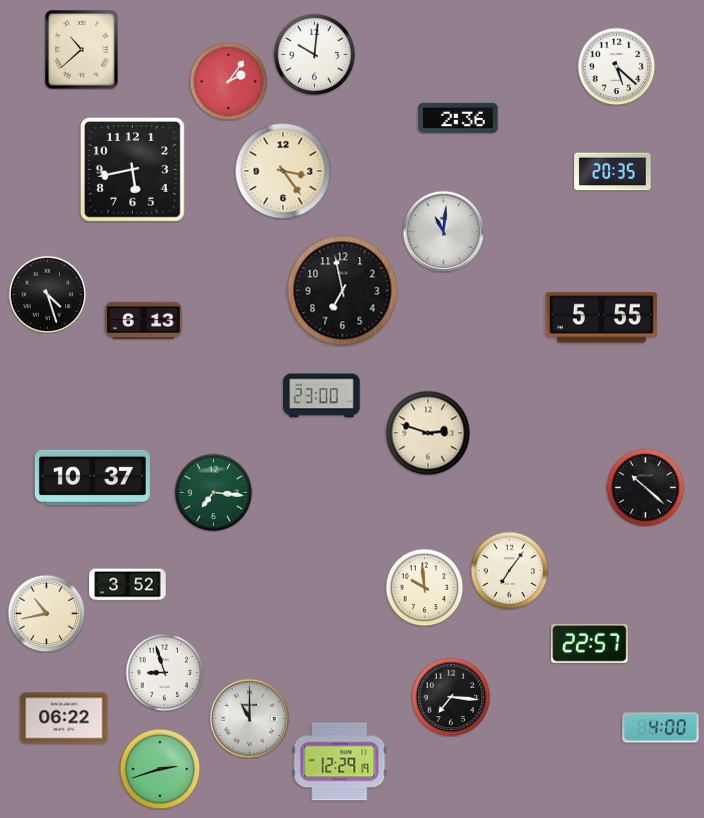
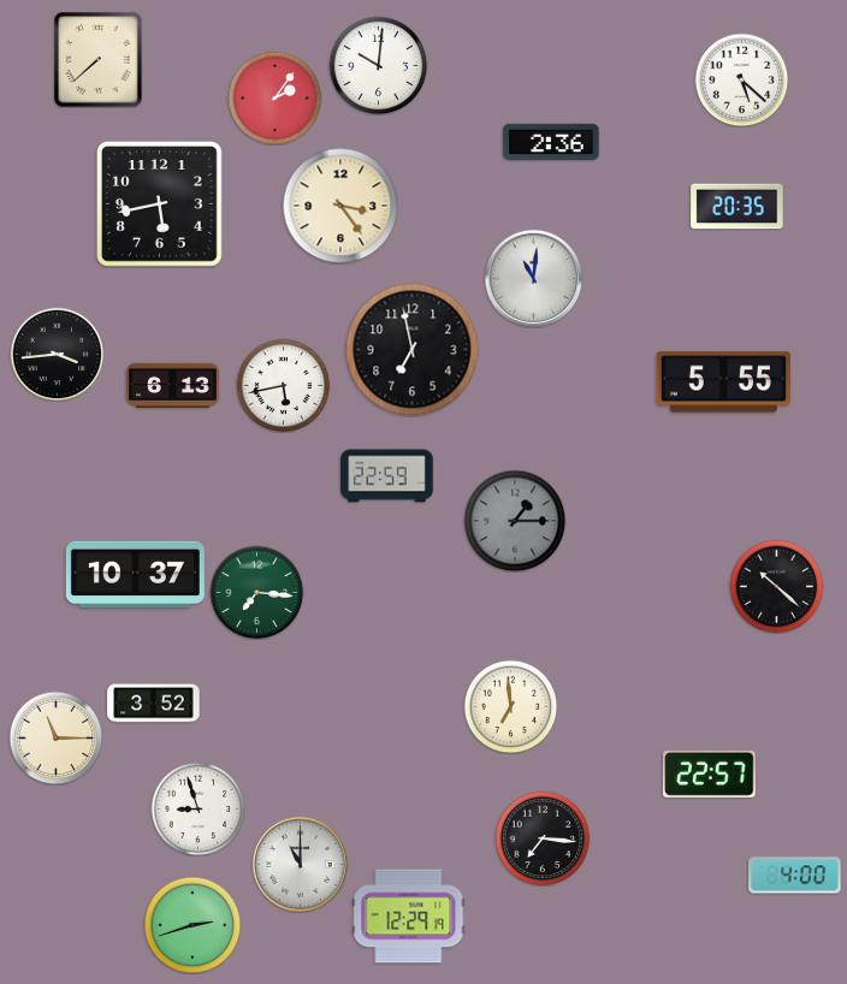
clock at (82, 50): 10:38 -> 7:38
clock at (47, 294): 4:27 -> 3:44
clock at (283, 385): none -> 5:43
clock at (322, 396): 23:00 -> 22:59
clock at (428, 433): 2:48 -> 1:15
clock at (428, 433) dial: cream -> grey
clock at (92, 477) position: (92, 477) -> (135, 574)
clock at (509, 570): 7:06 -> none
clock at (424, 587): 9:59 -> 6:59
clock at (46, 613): 10:43 -> 11:15
clock at (64, 718): 06:22 -> none
